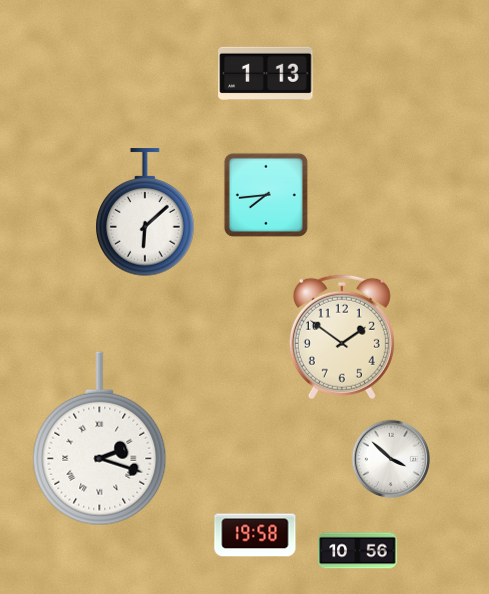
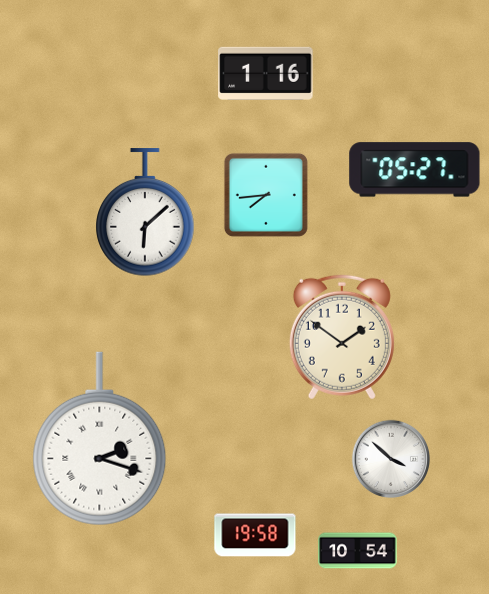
clock at (266, 73): 1:13 -> 1:16
clock at (415, 170): none -> 05:27
clock at (358, 551): 10:56 -> 10:54
